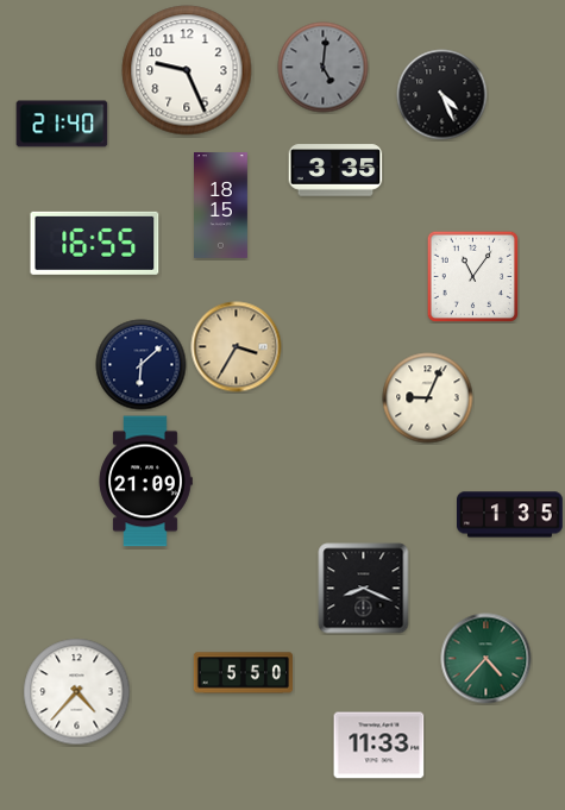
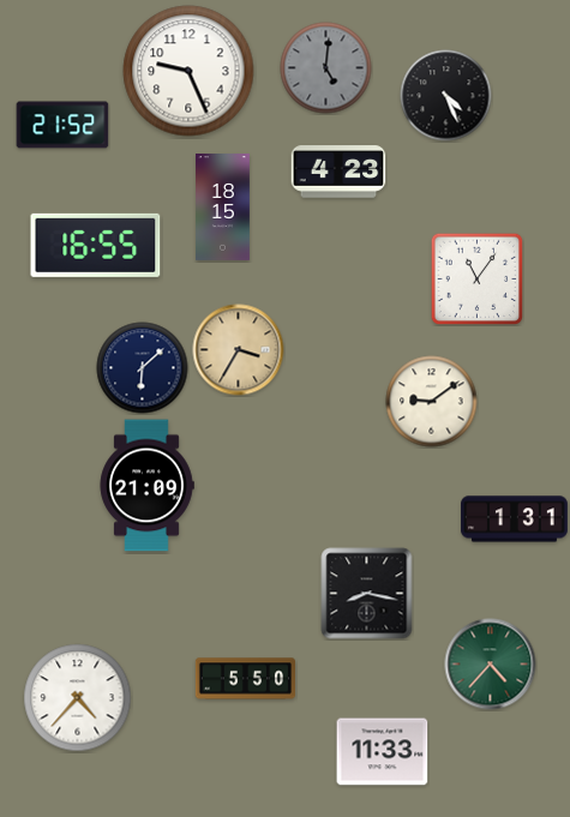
clock at (62, 124): 21:40 -> 21:52
clock at (335, 170): 3:35 -> 4:23
clock at (428, 398): 9:04 -> 9:09
clock at (510, 515): 1:35 -> 1:31
clock at (364, 589): 8:19 -> 8:17
